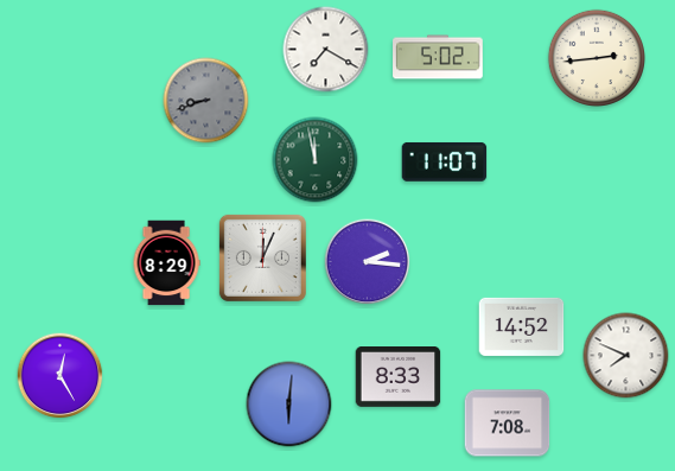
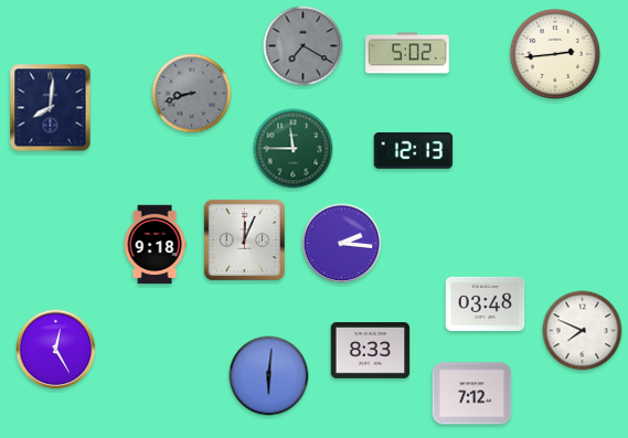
clock at (326, 50) dial: white -> grey
clock at (51, 108): none -> 8:01
clock at (316, 160): 11:58 -> 11:45
clock at (445, 161): 11:07 -> 12:13
clock at (166, 263): 8:29 -> 9:18
clock at (522, 326): 14:52 -> 03:48
clock at (508, 424): 7:08 -> 7:12
